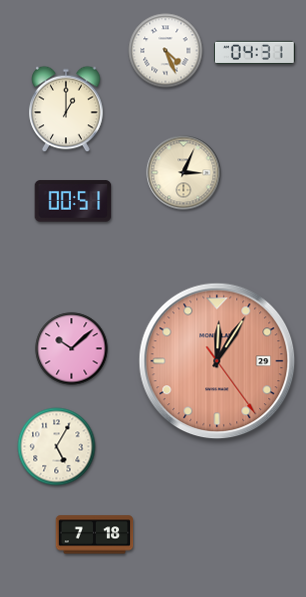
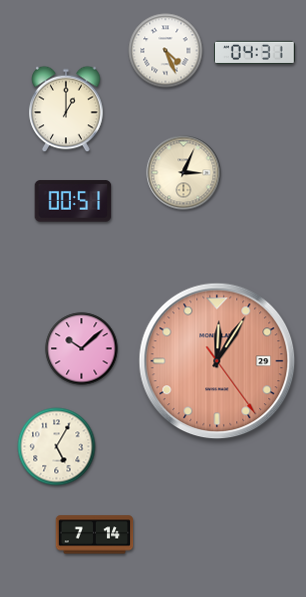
clock at (72, 349) position: (72, 349) -> (82, 349)
clock at (95, 535): 7:18 -> 7:14
